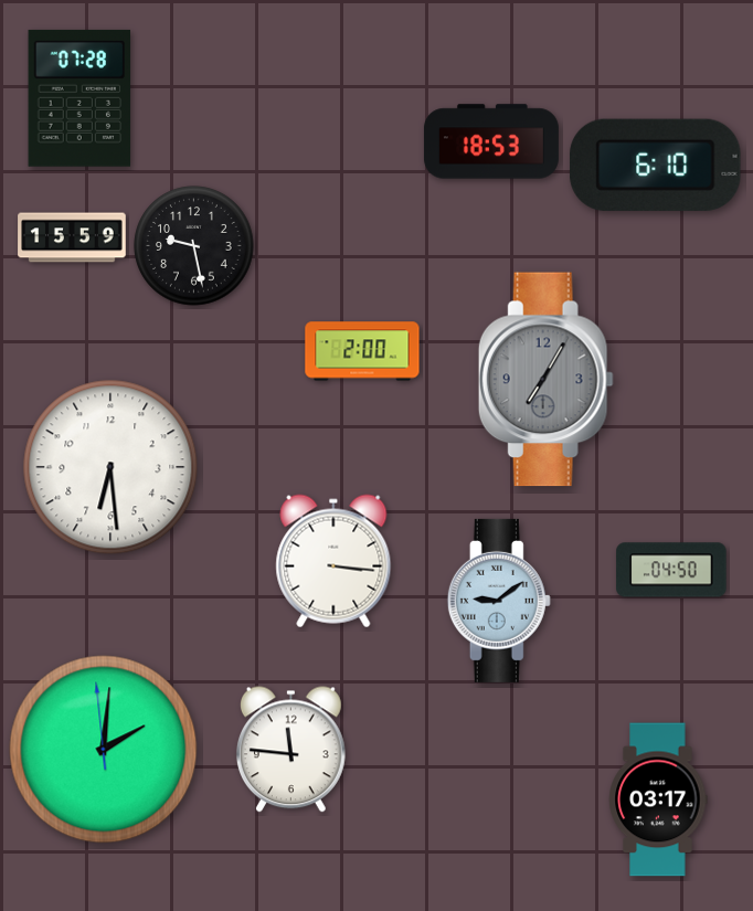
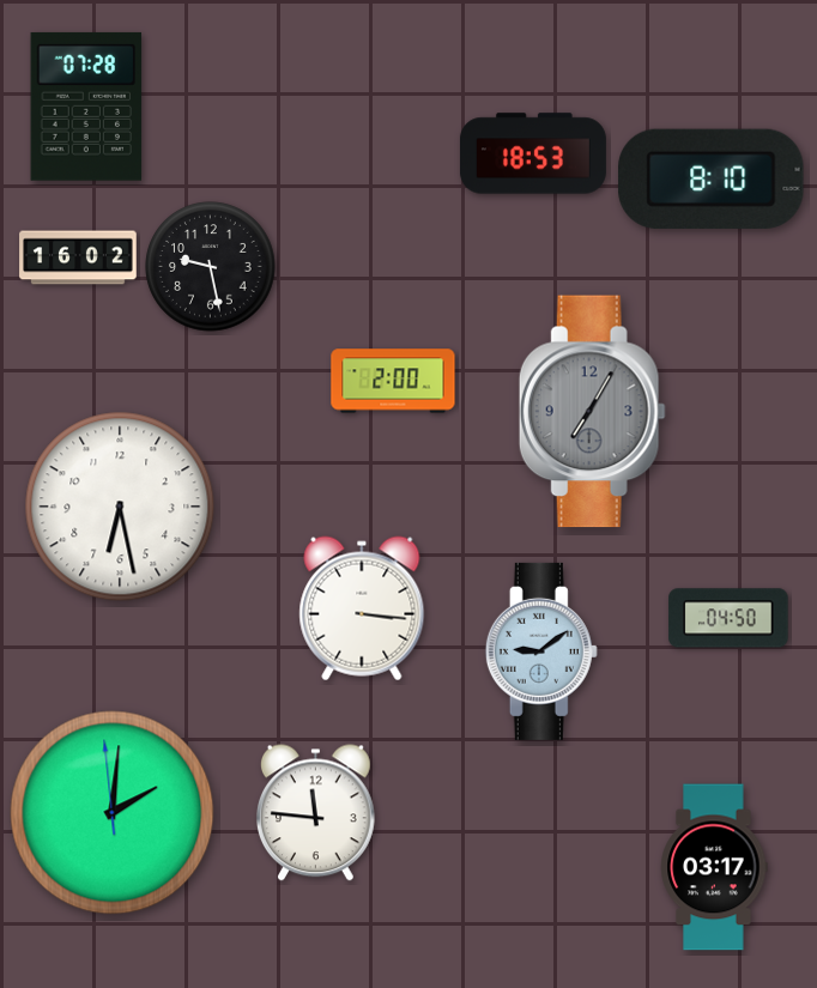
clock at (656, 165): 6:10 -> 8:10
clock at (72, 237): 15:59 -> 16:02
clock at (110, 467): 6:29 -> 6:28
